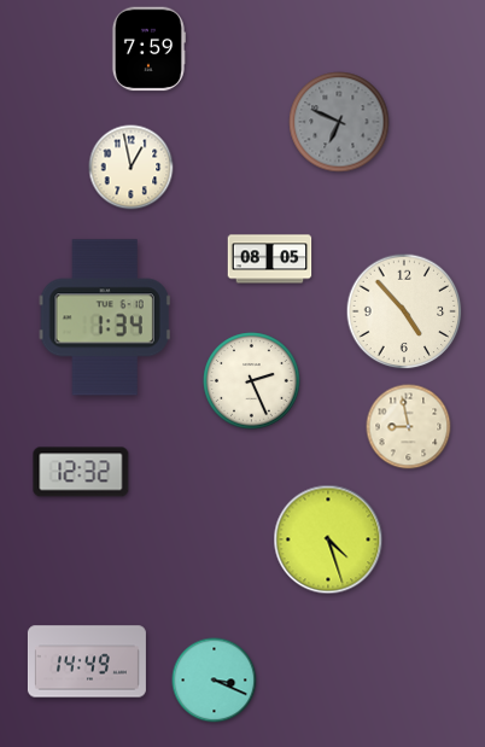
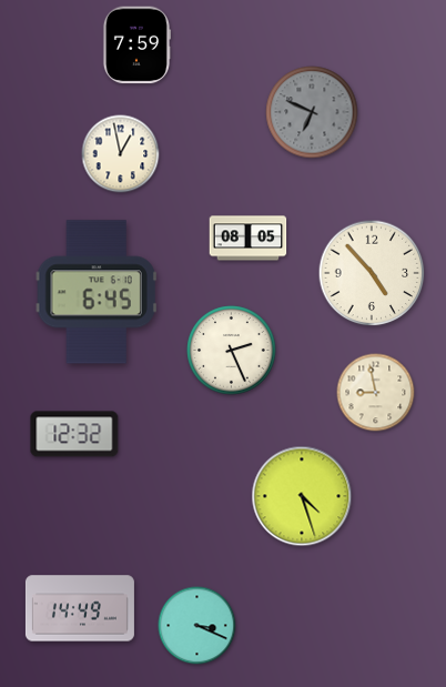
clock at (404, 311) position: (404, 311) -> (372, 273)
clock at (105, 317): 1:34 -> 6:45
